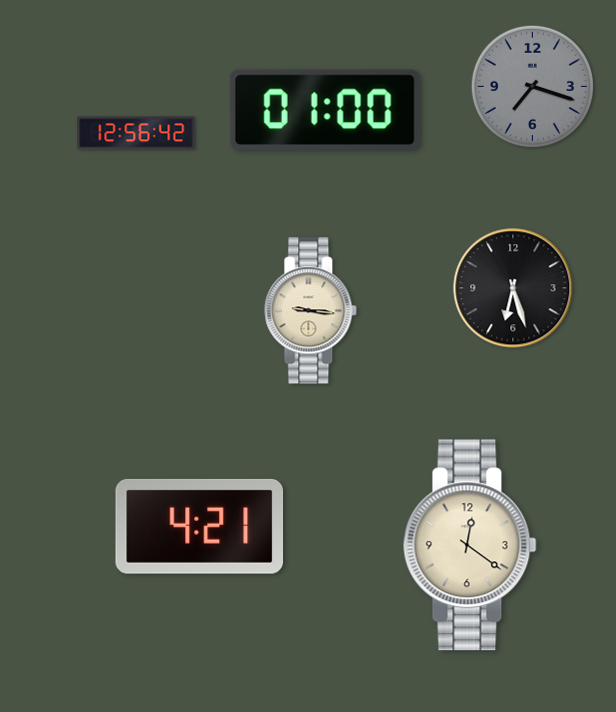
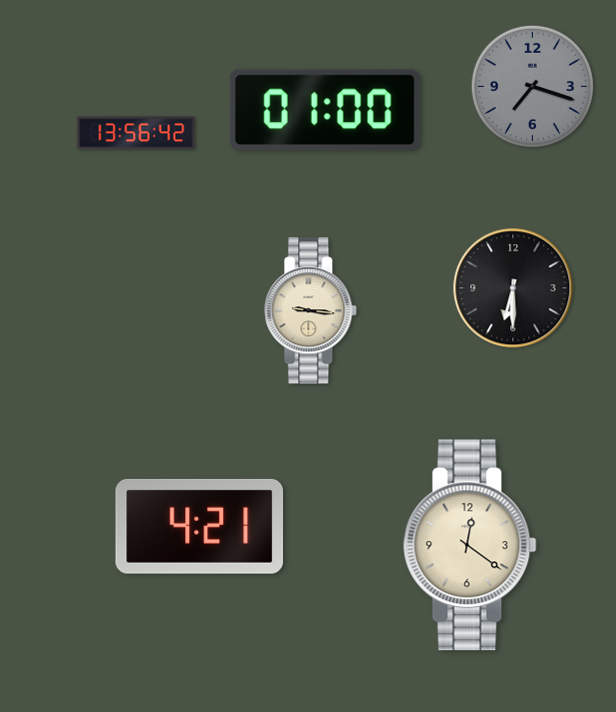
clock at (136, 133): 12:56 -> 13:56
clock at (513, 288): 6:27 -> 6:30
